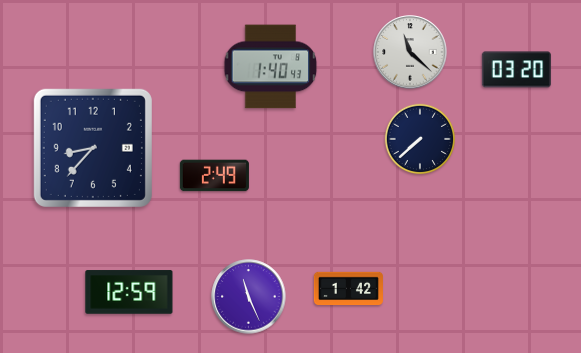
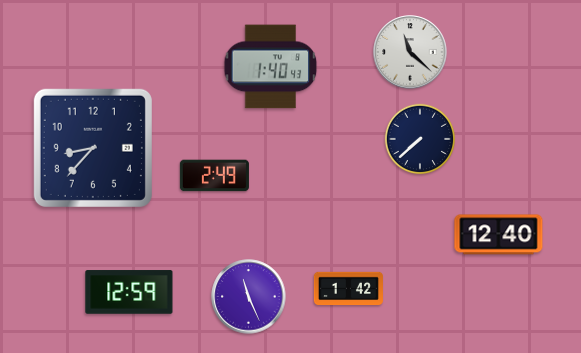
clock at (516, 70): 03:20 -> none
clock at (499, 235): none -> 12:40
